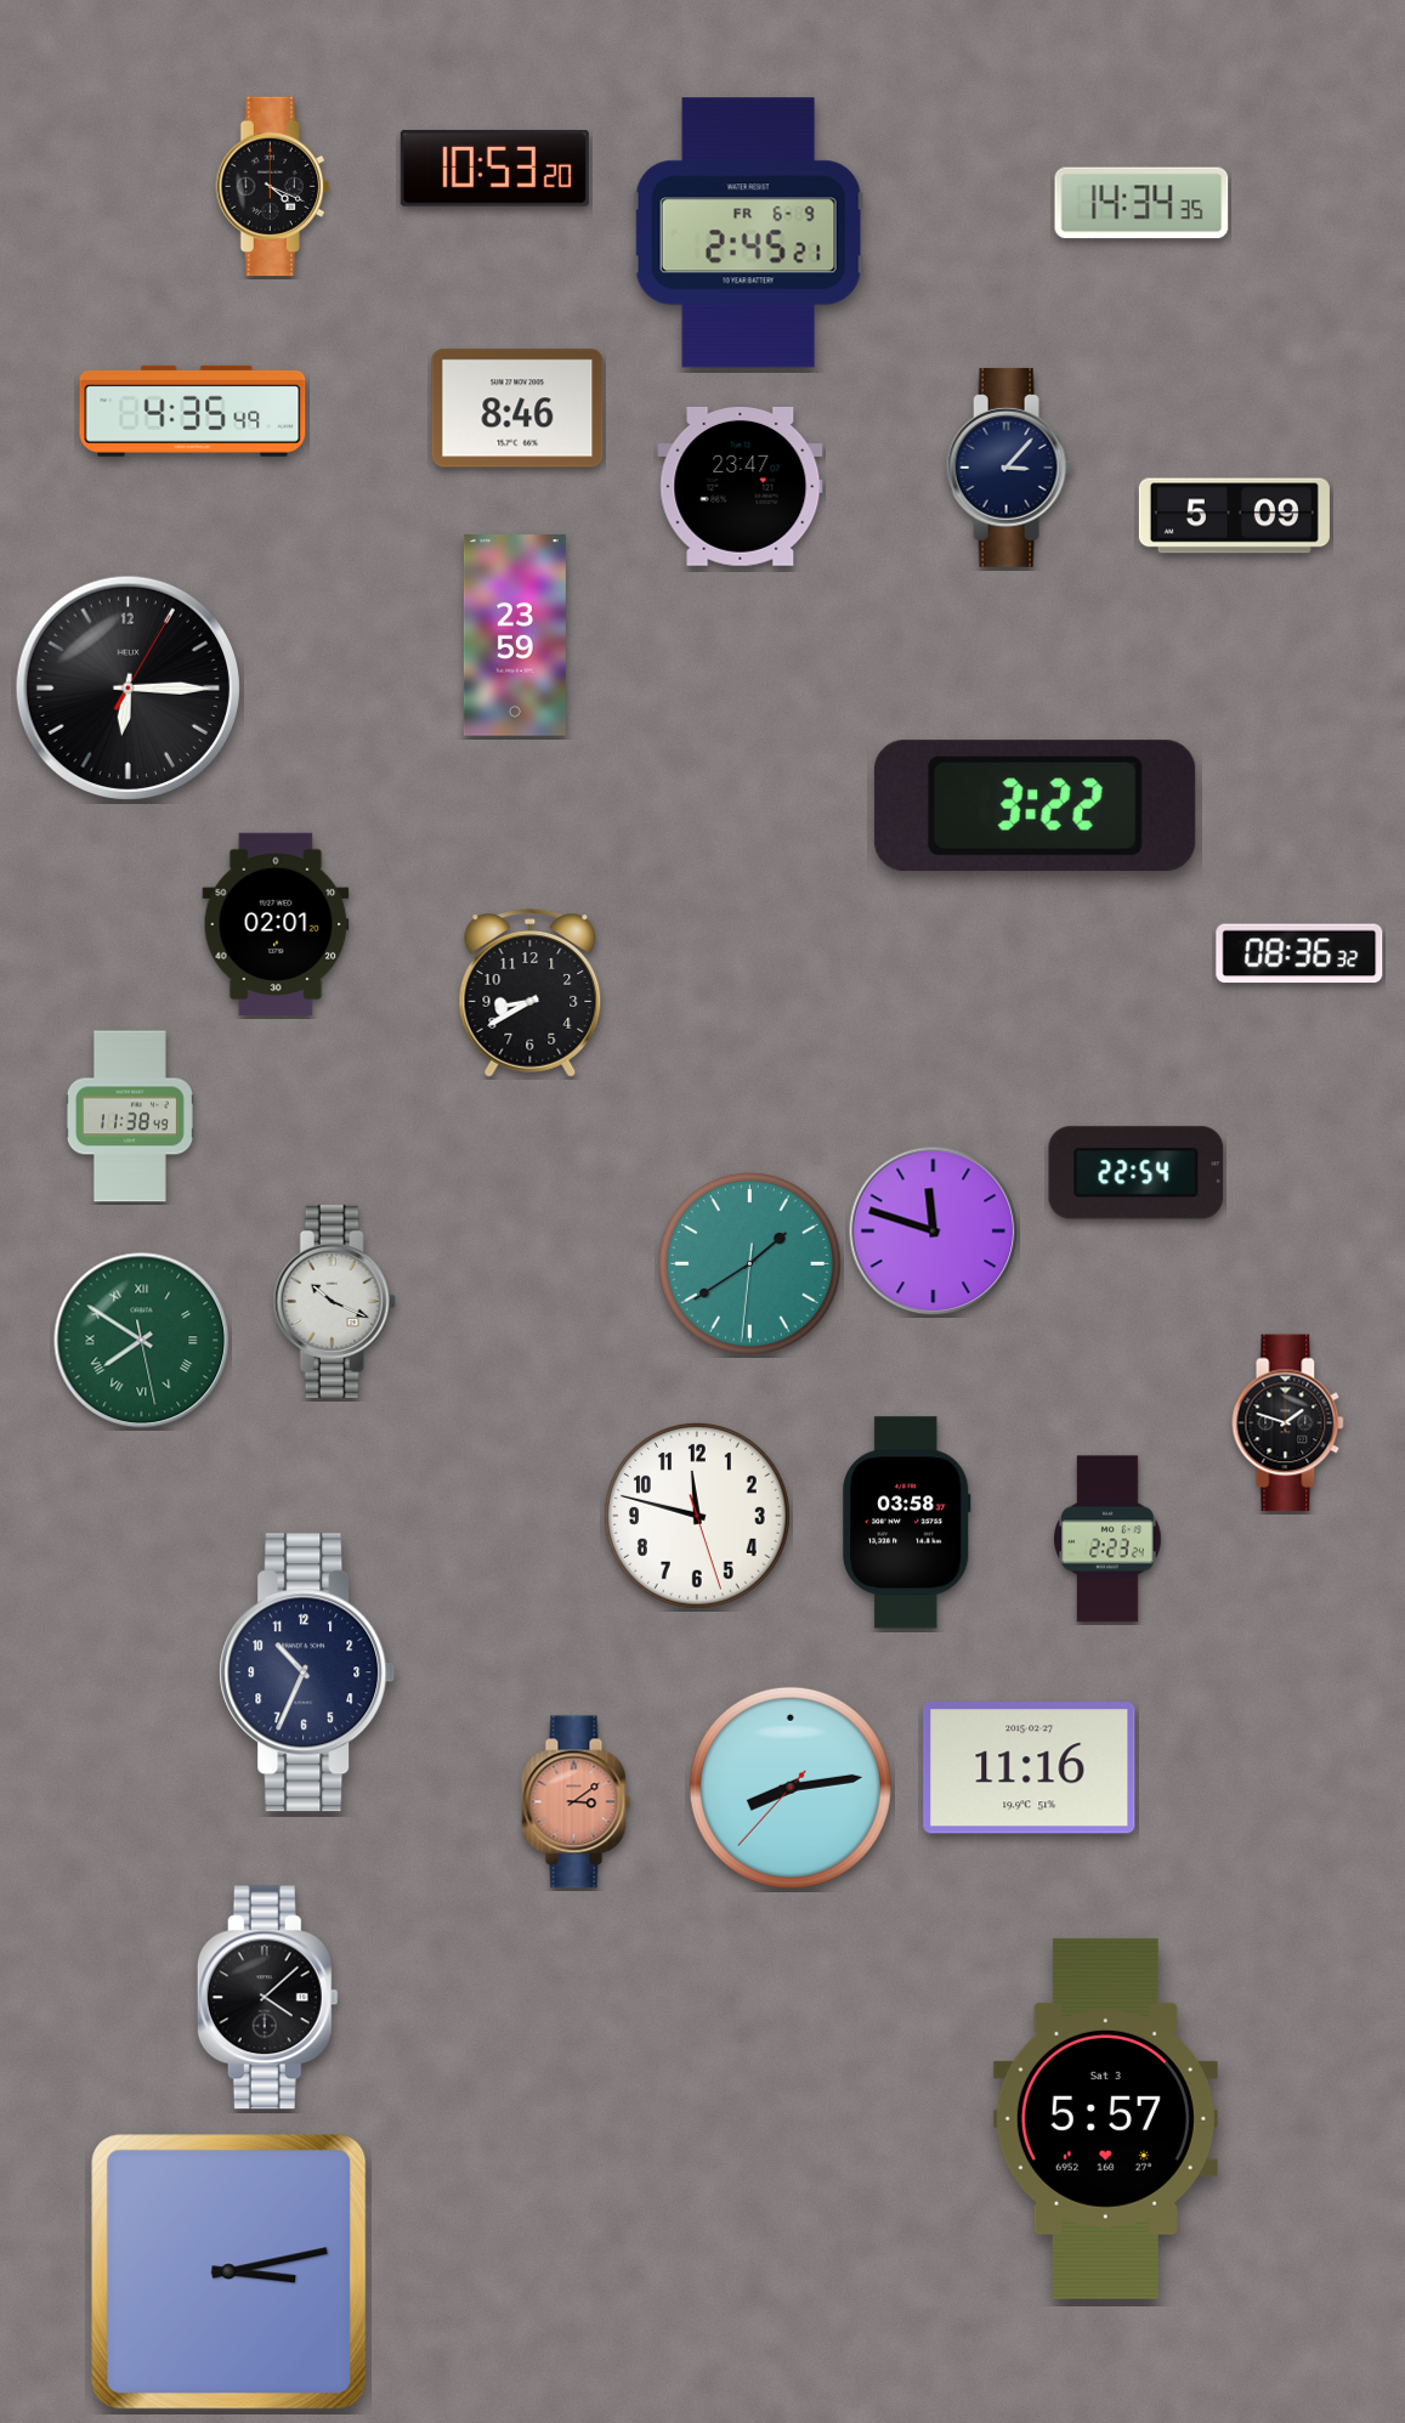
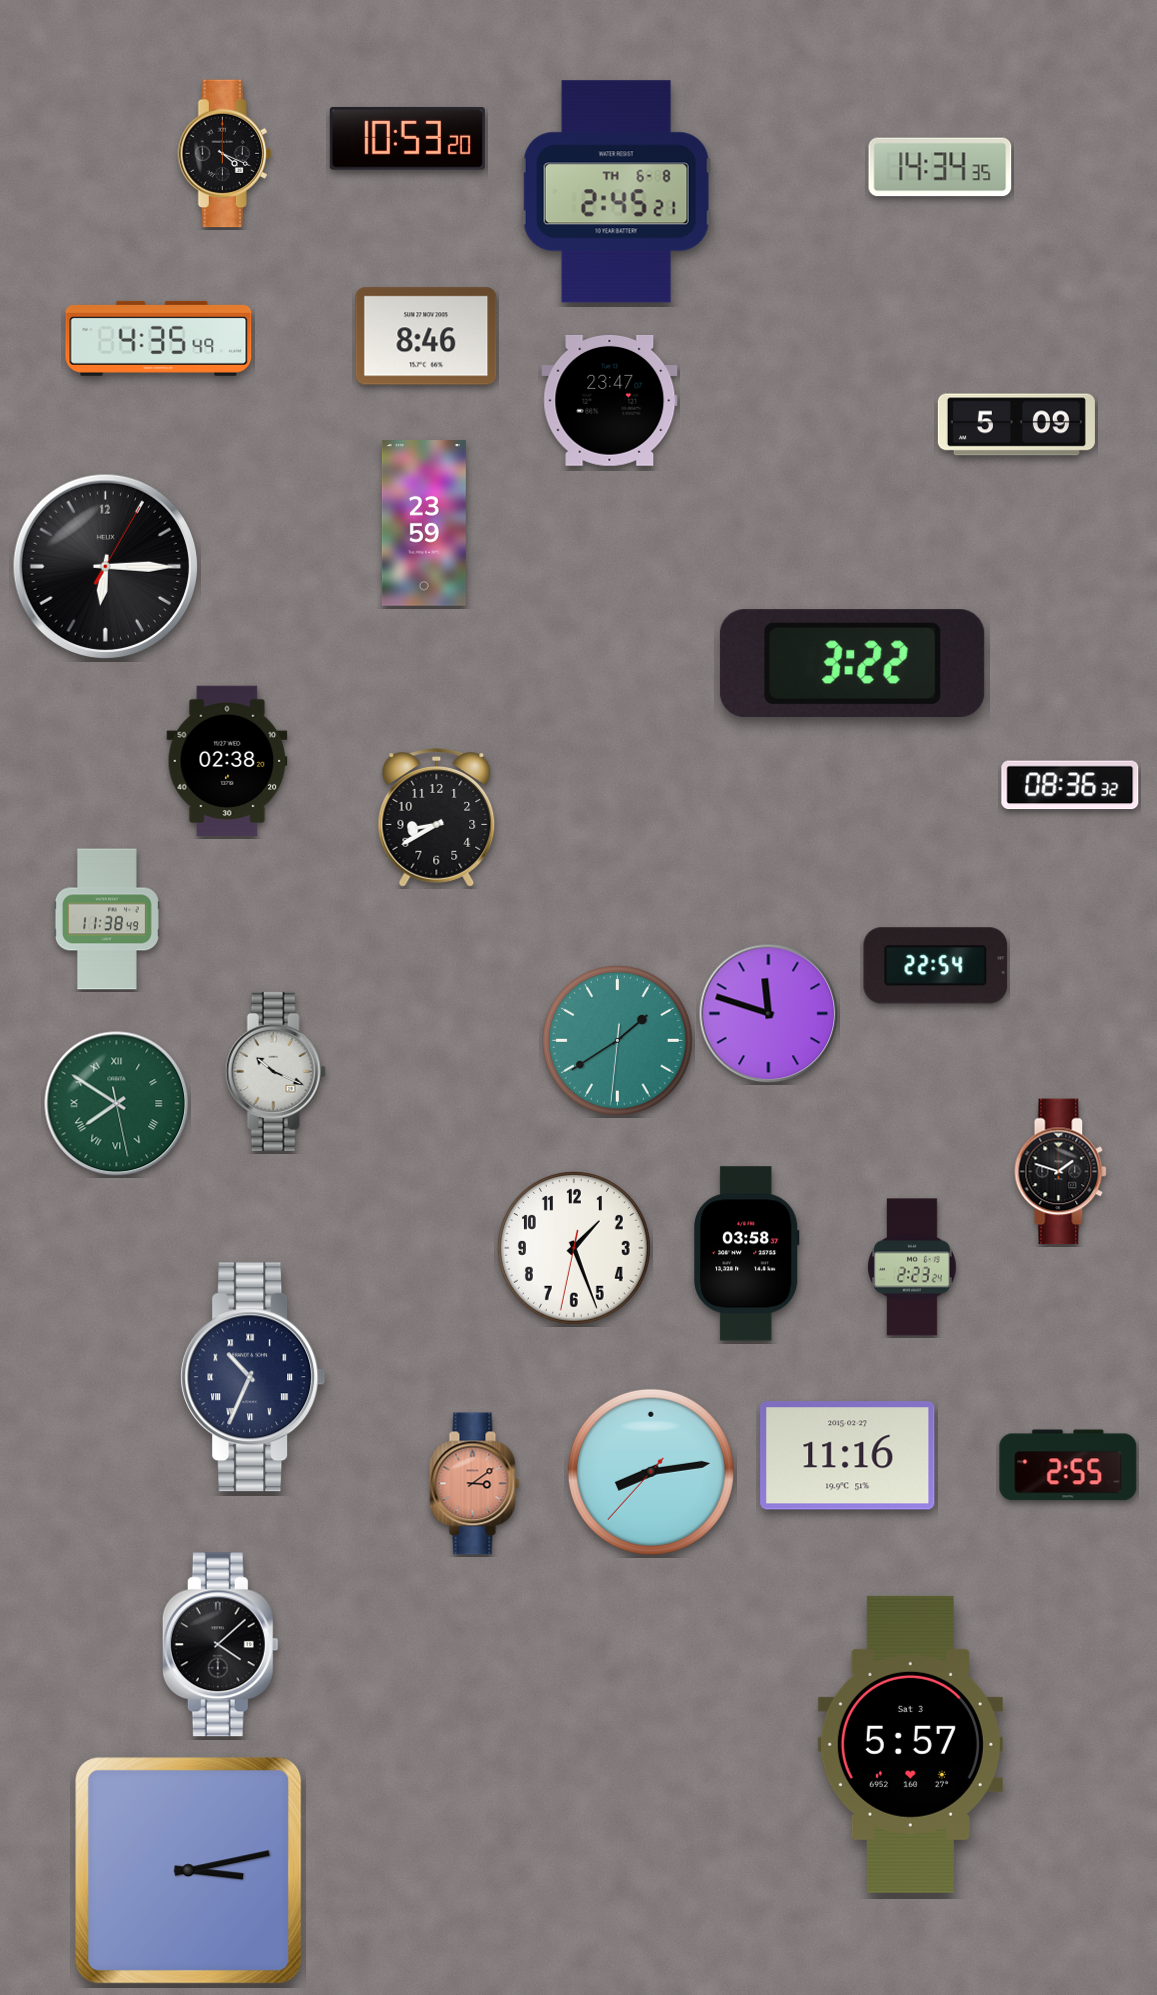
clock at (748, 233) date: FR 6-9 -> TH 6-8
clock at (1009, 468): 3:07 -> none
clock at (276, 924): 02:01 -> 02:38
clock at (697, 1516): 11:47 -> 1:26
clock at (307, 1672) numerals: Arabic -> Roman
clock at (1068, 1465): none -> 2:55
